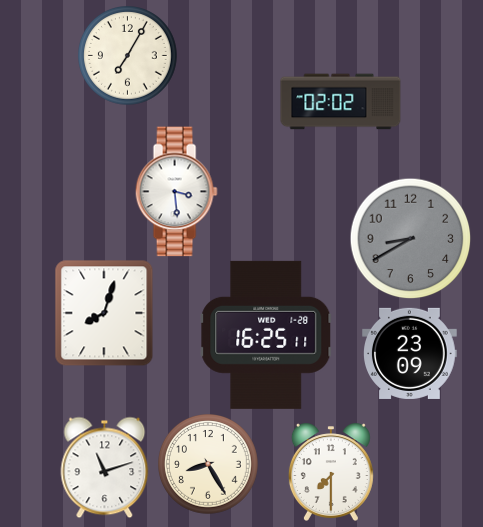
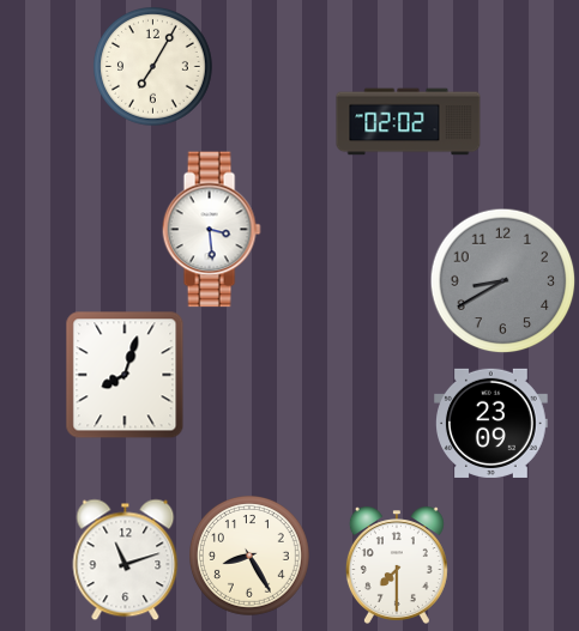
clock at (410, 238) position: (410, 238) -> (502, 280)
clock at (266, 335): 16:25 -> none
